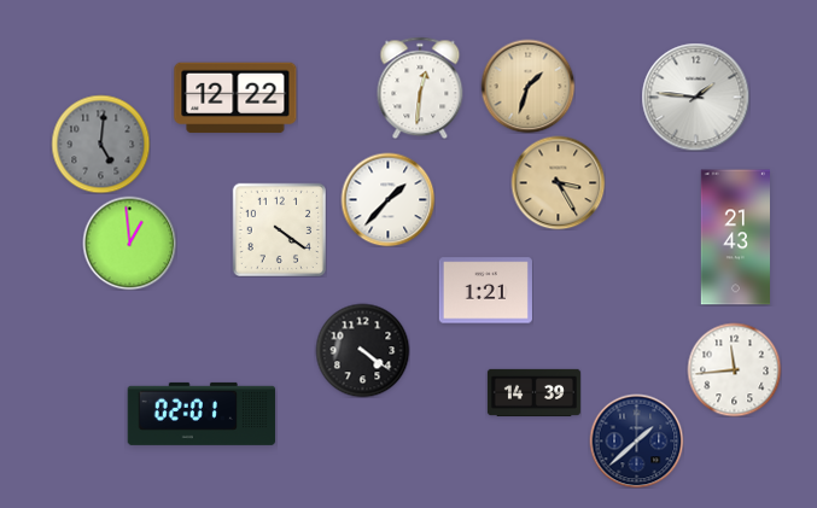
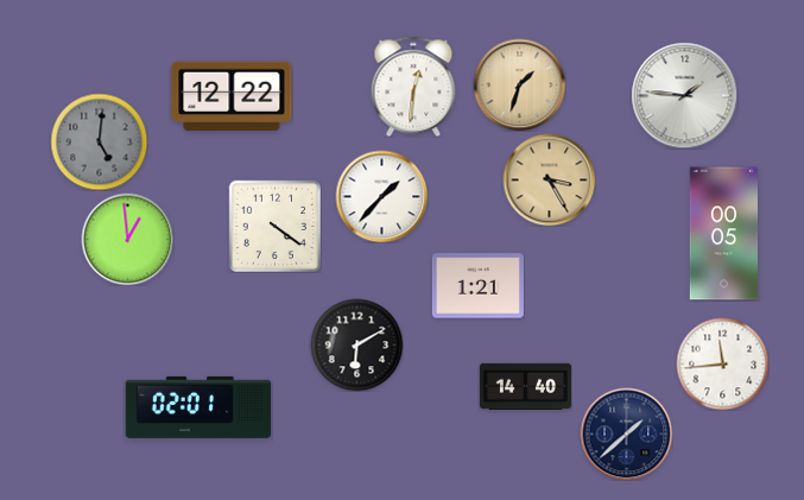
clock at (735, 238): 21:43 -> 00:05
clock at (362, 350): 4:21 -> 6:10
clock at (533, 392): 14:39 -> 14:40
